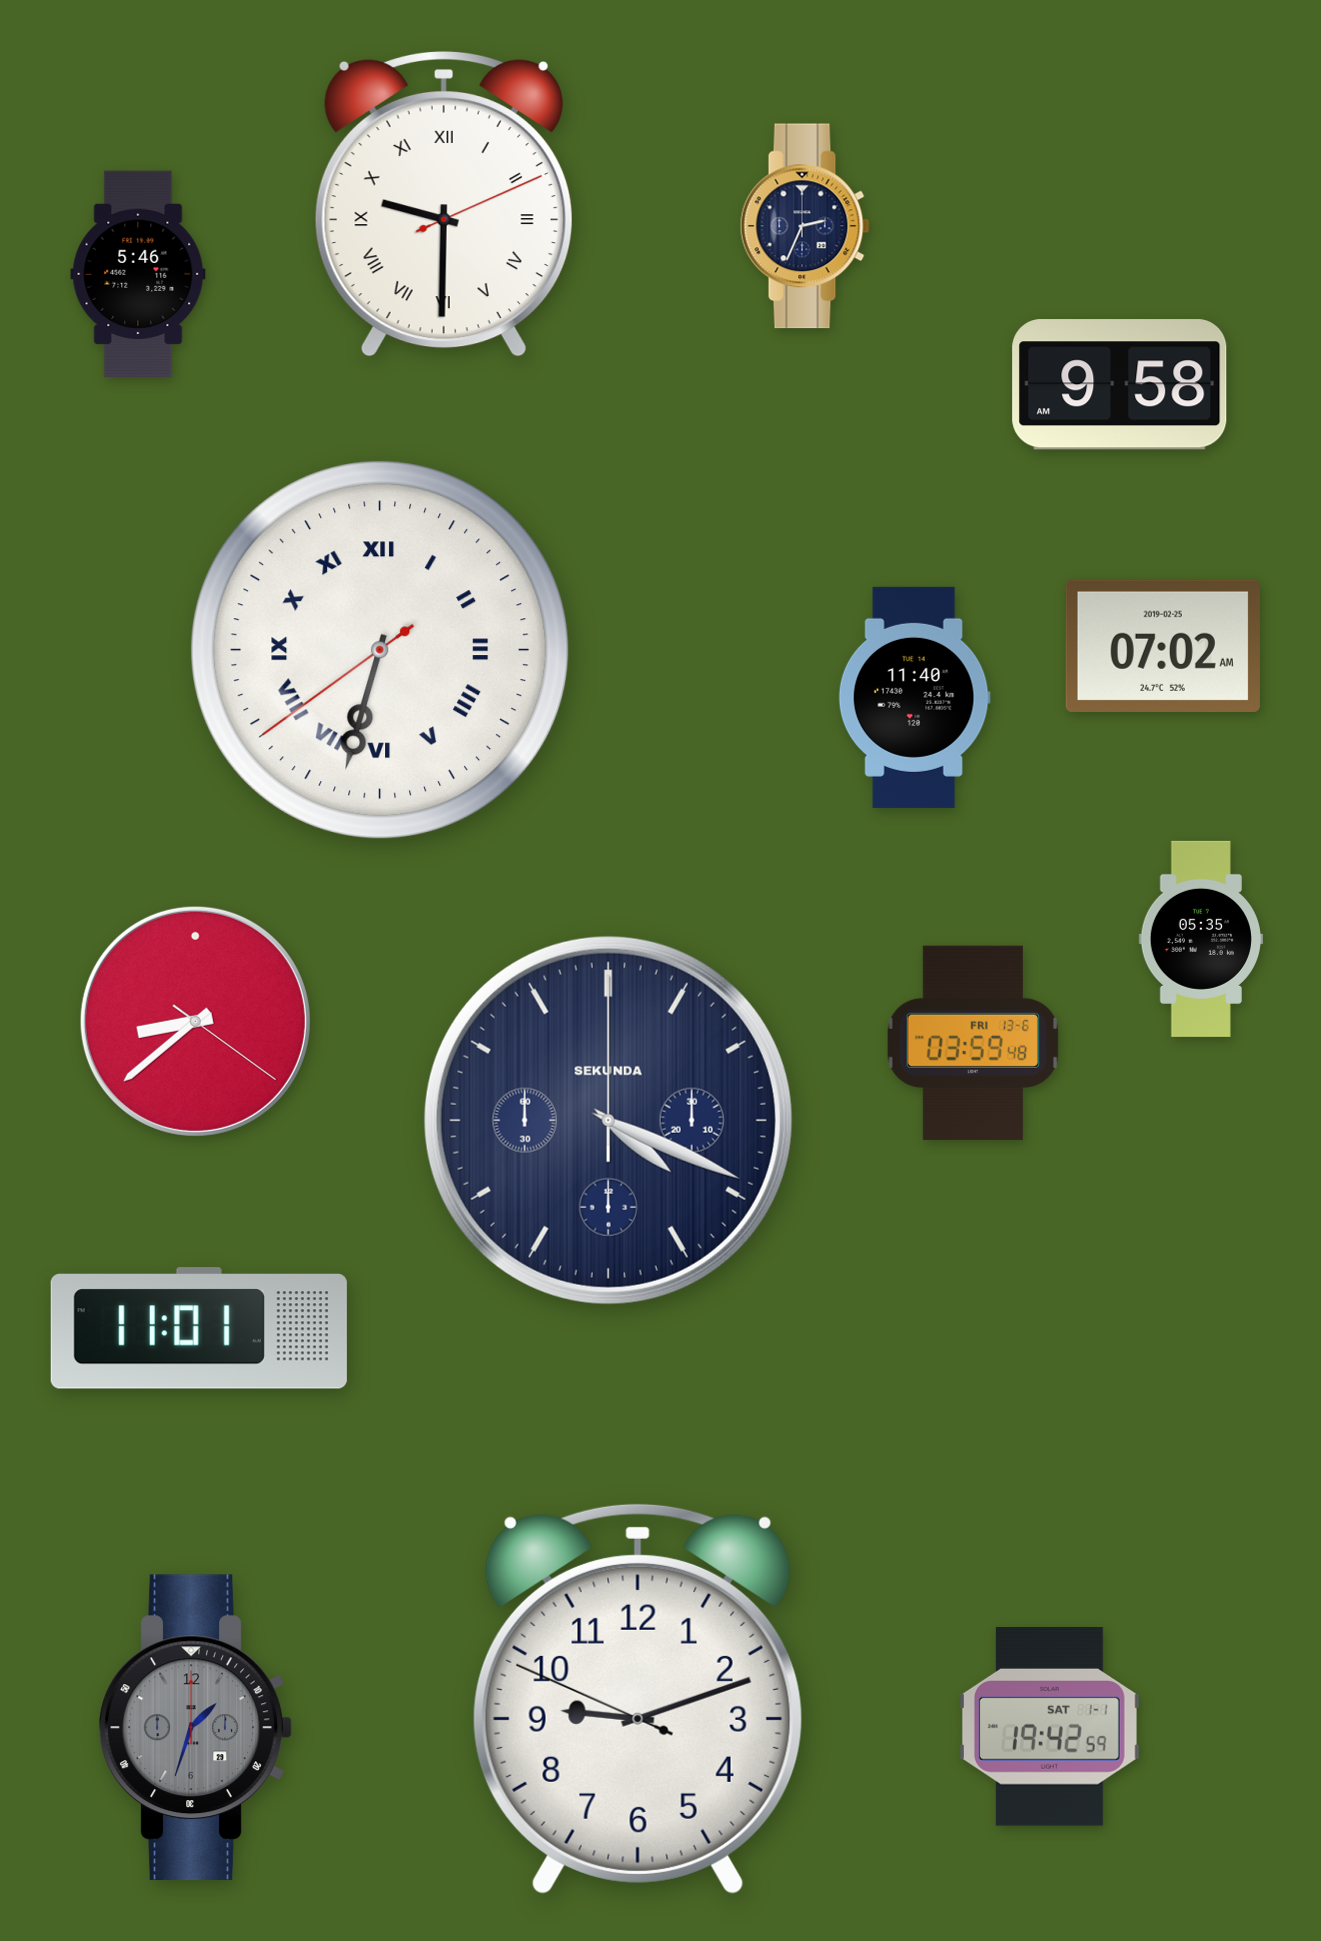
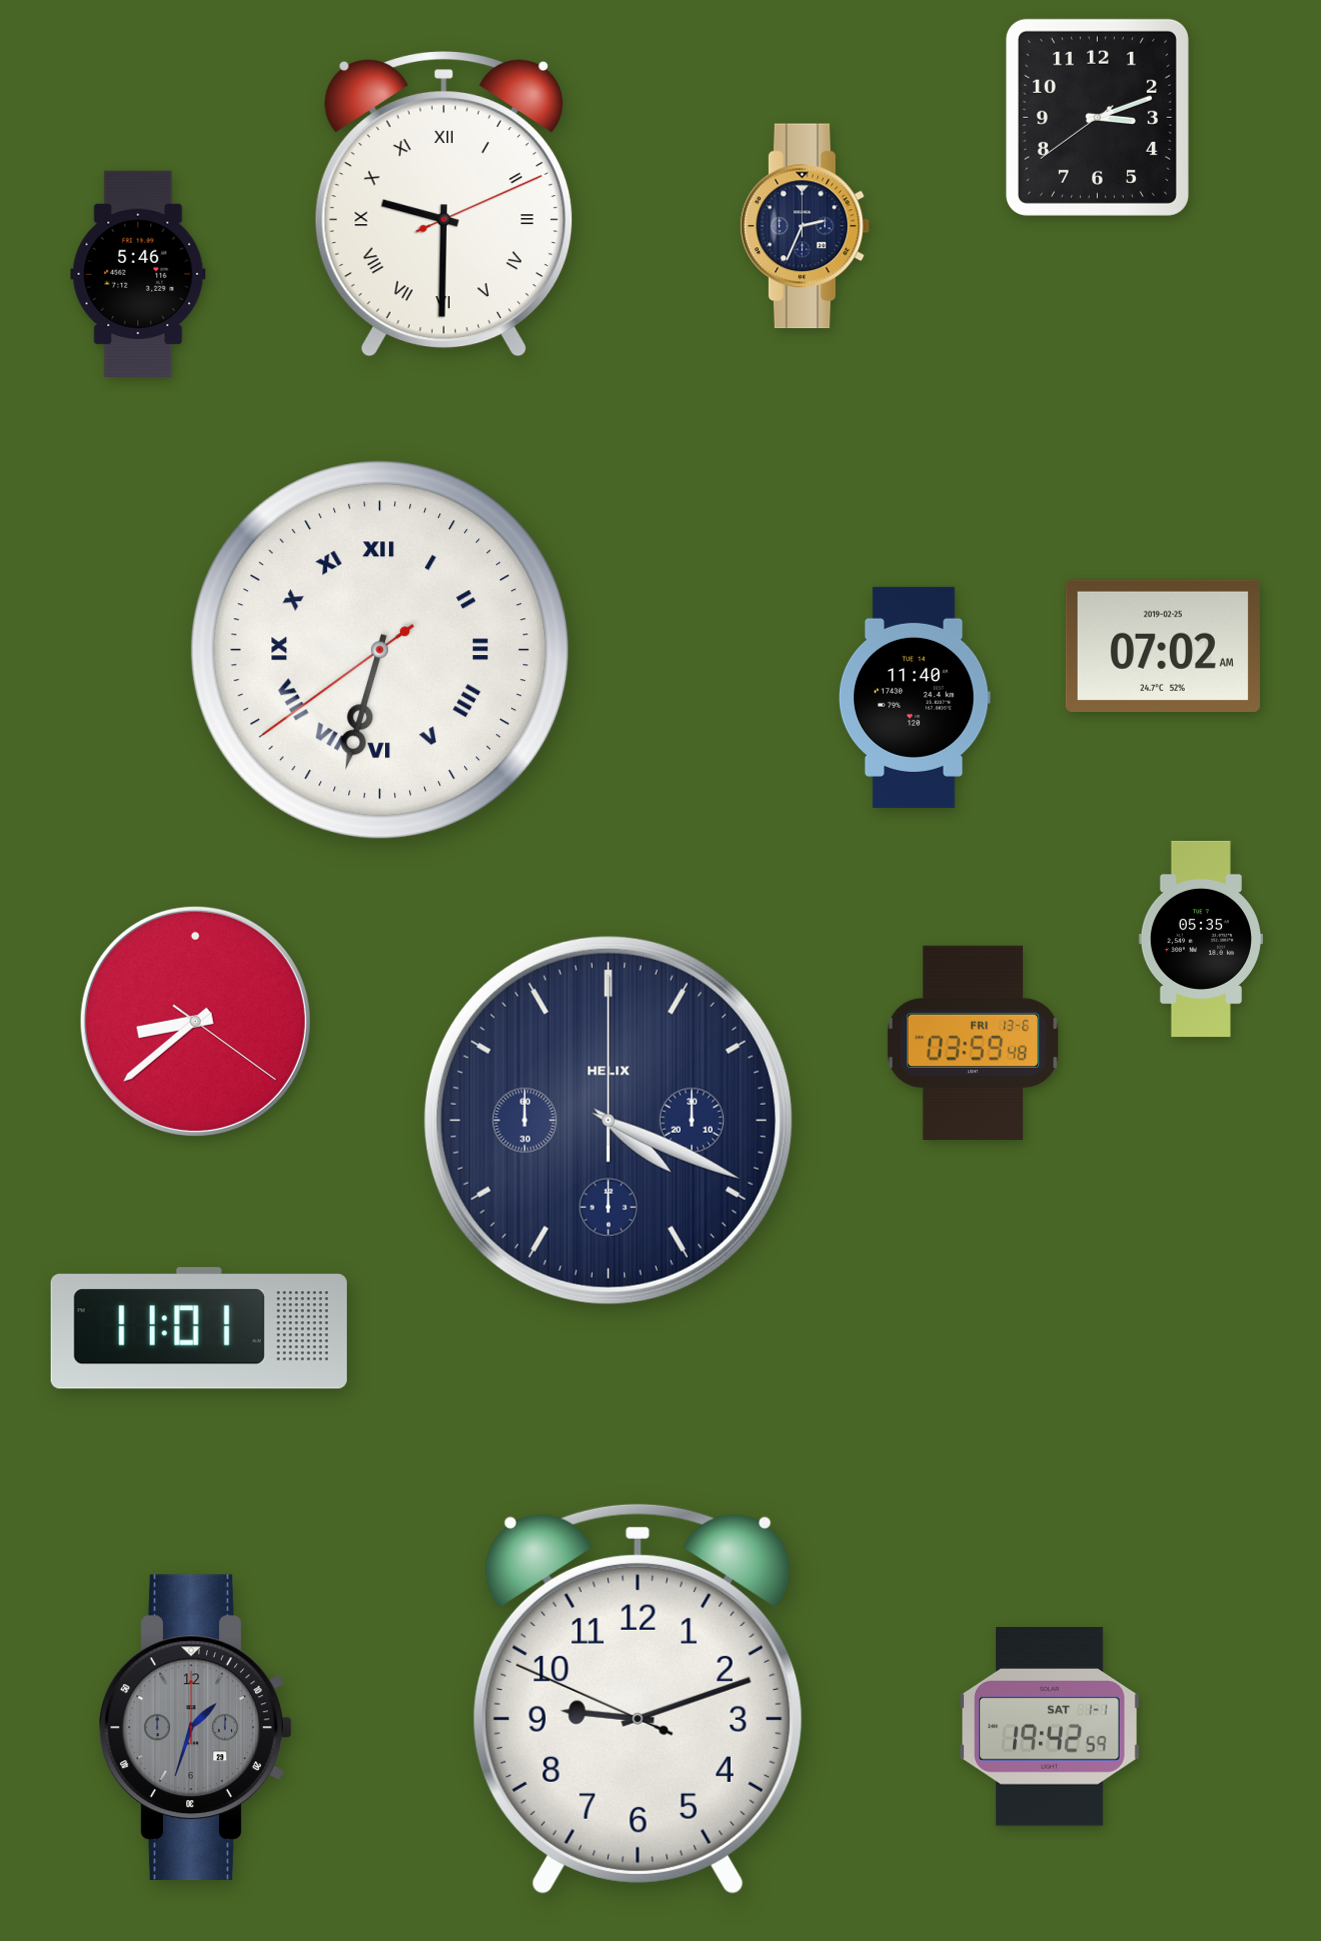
clock at (1097, 117): none -> 3:11
clock at (1120, 385): 9:58 -> none
clock at (608, 1120) brand: SEKUNDA -> HELIX
